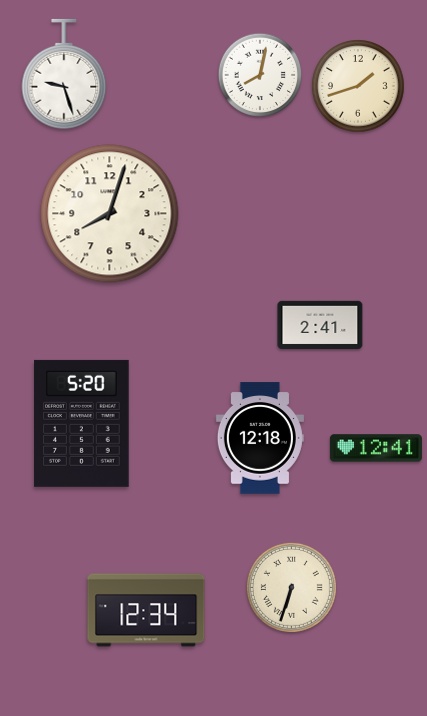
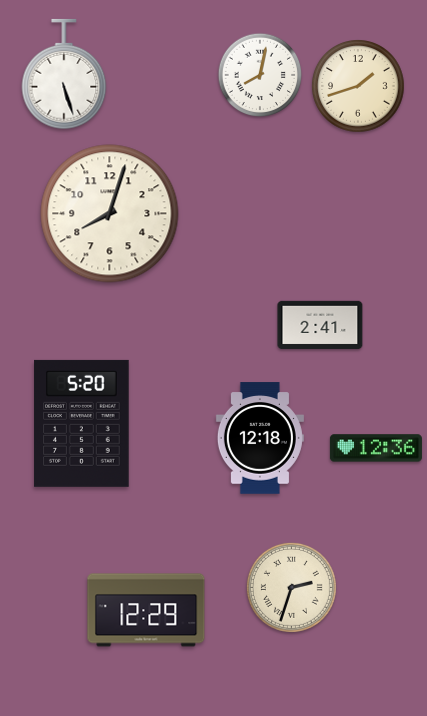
clock at (64, 74): 9:27 -> 5:27
clock at (376, 448): 12:41 -> 12:36
clock at (291, 587): 6:33 -> 2:33
clock at (146, 610): 12:34 -> 12:29
